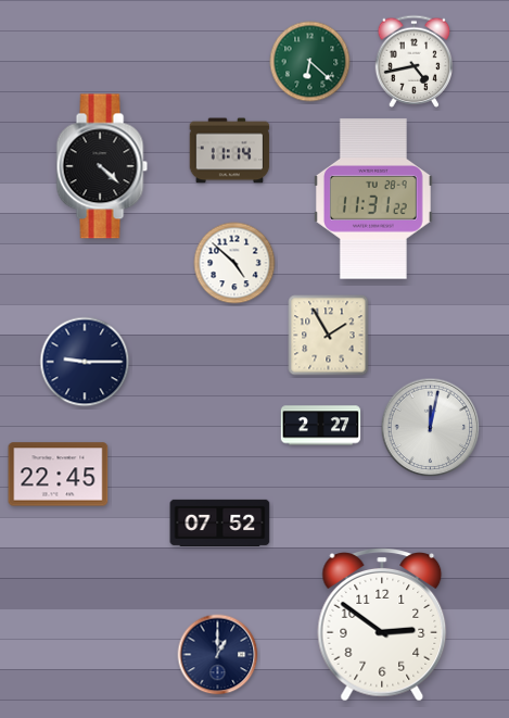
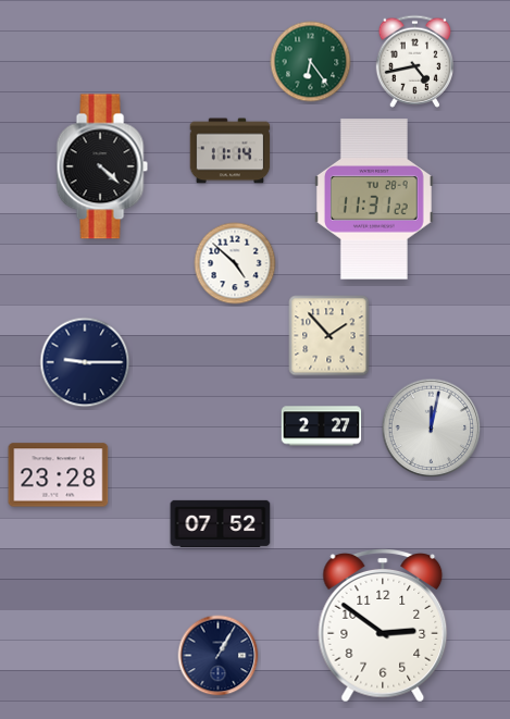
clock at (310, 62): 6:22 -> 6:24
clock at (329, 336): 1:55 -> 1:53
clock at (59, 475): 22:45 -> 23:28
clock at (218, 655): 1:00 -> 1:05
